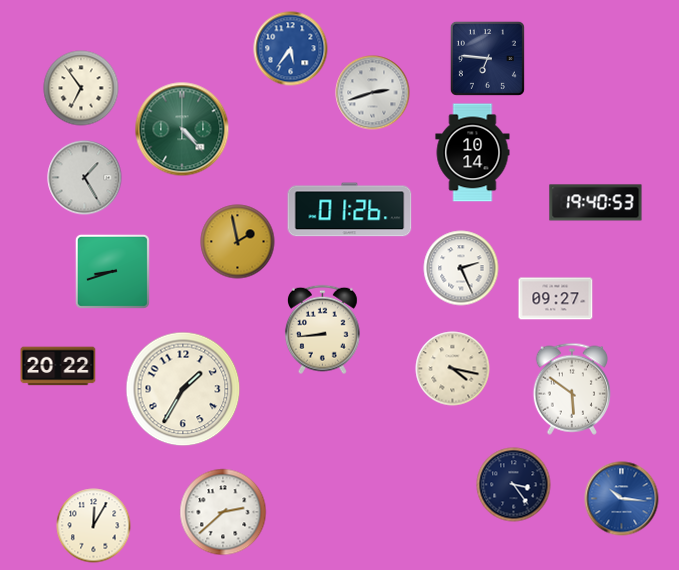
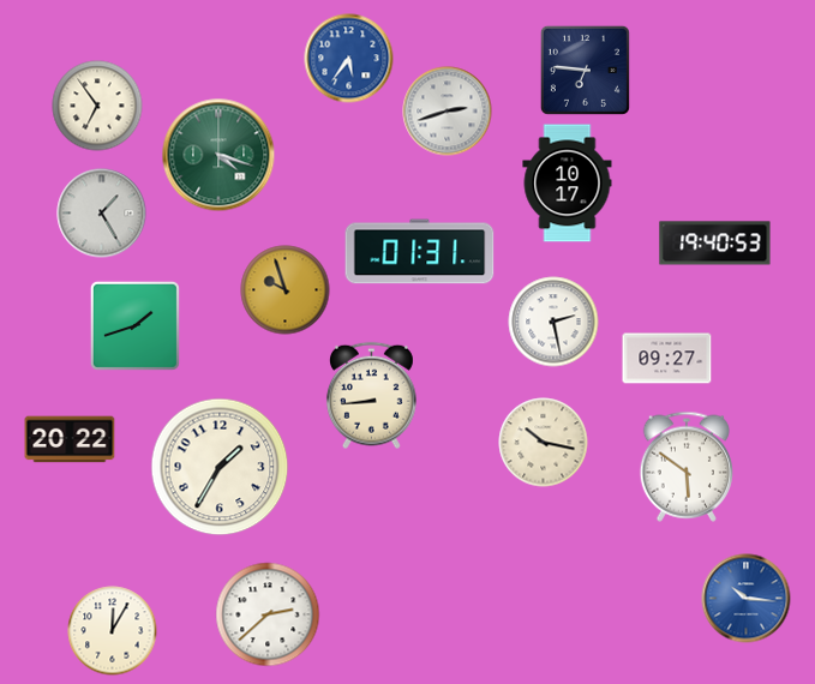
clock at (182, 129): 4:23 -> 4:18
clock at (473, 153): 10:14 -> 10:17
clock at (350, 210): 01:26 -> 01:31
clock at (238, 242): 1:58 -> 9:57
clock at (461, 268): 2:26 -> 2:28
clock at (112, 271): 8:42 -> 1:42
clock at (322, 330) position: (322, 330) -> (371, 396)
clock at (453, 369): 4:17 -> 10:17
clock at (514, 485): 3:24 -> none
